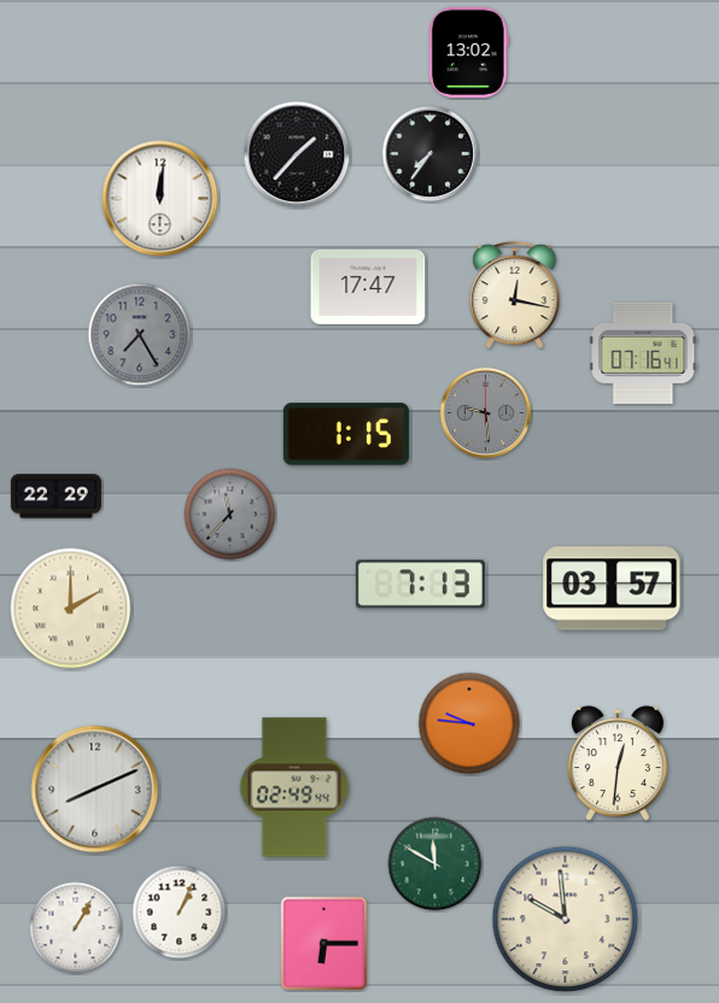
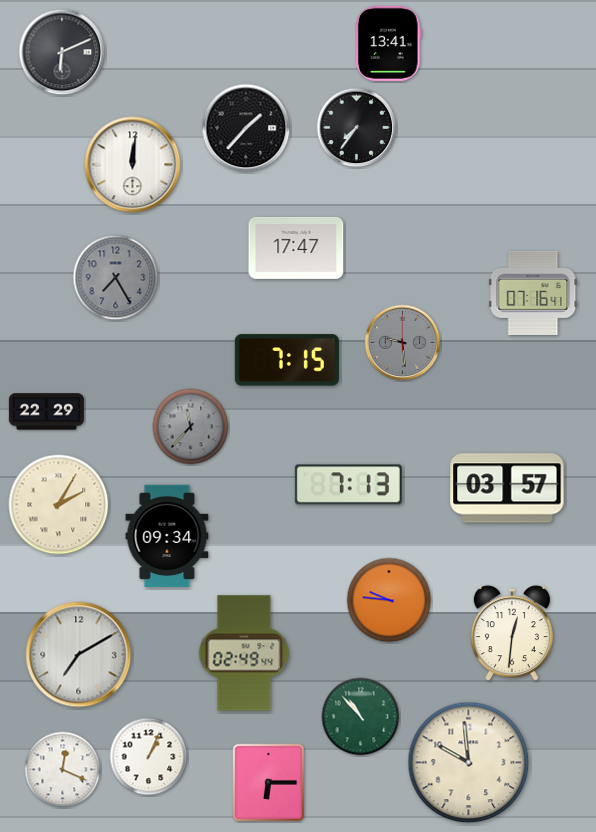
clock at (468, 52): 13:02 -> 13:41
clock at (62, 52): none -> 6:11
clock at (368, 287) position: (368, 287) -> (296, 248)
clock at (515, 295): 12:17 -> none
clock at (346, 434): 1:15 -> 7:15
clock at (71, 609): 2:00 -> 2:05
clock at (167, 535): none -> 09:34
clock at (95, 790): 8:11 -> 7:10
clock at (436, 864): 11:50 -> 10:53
clock at (76, 928): 1:05 -> 12:19
